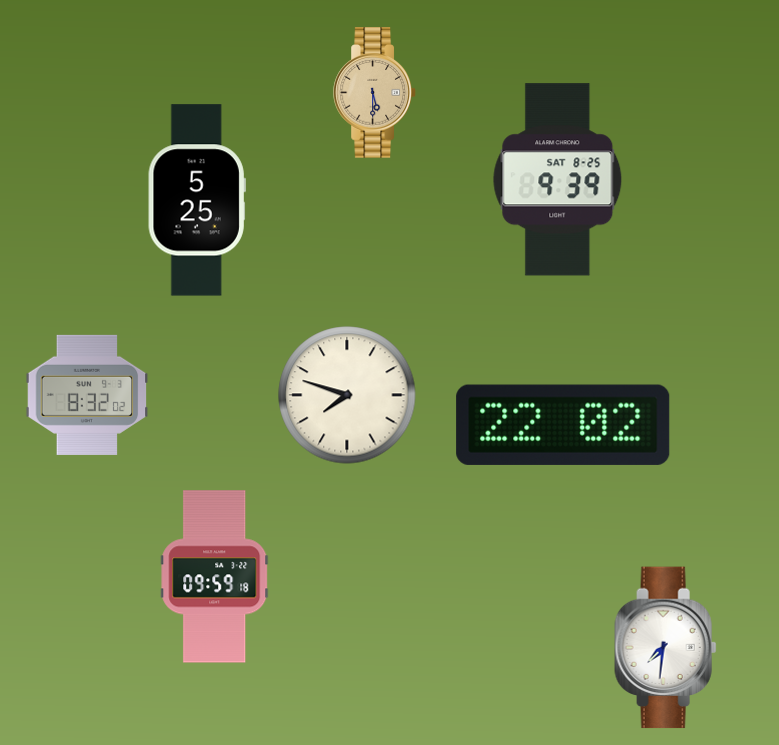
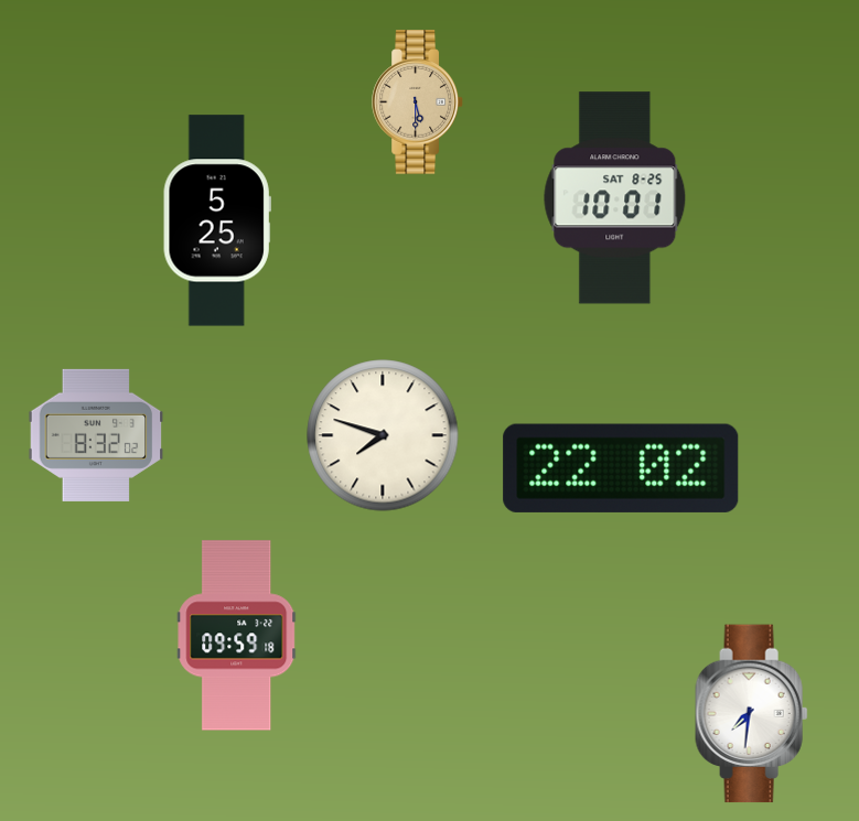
clock at (375, 93) position: (375, 93) -> (418, 102)
clock at (558, 180): 9:39 -> 10:01
clock at (666, 648) position: (666, 648) -> (752, 714)
